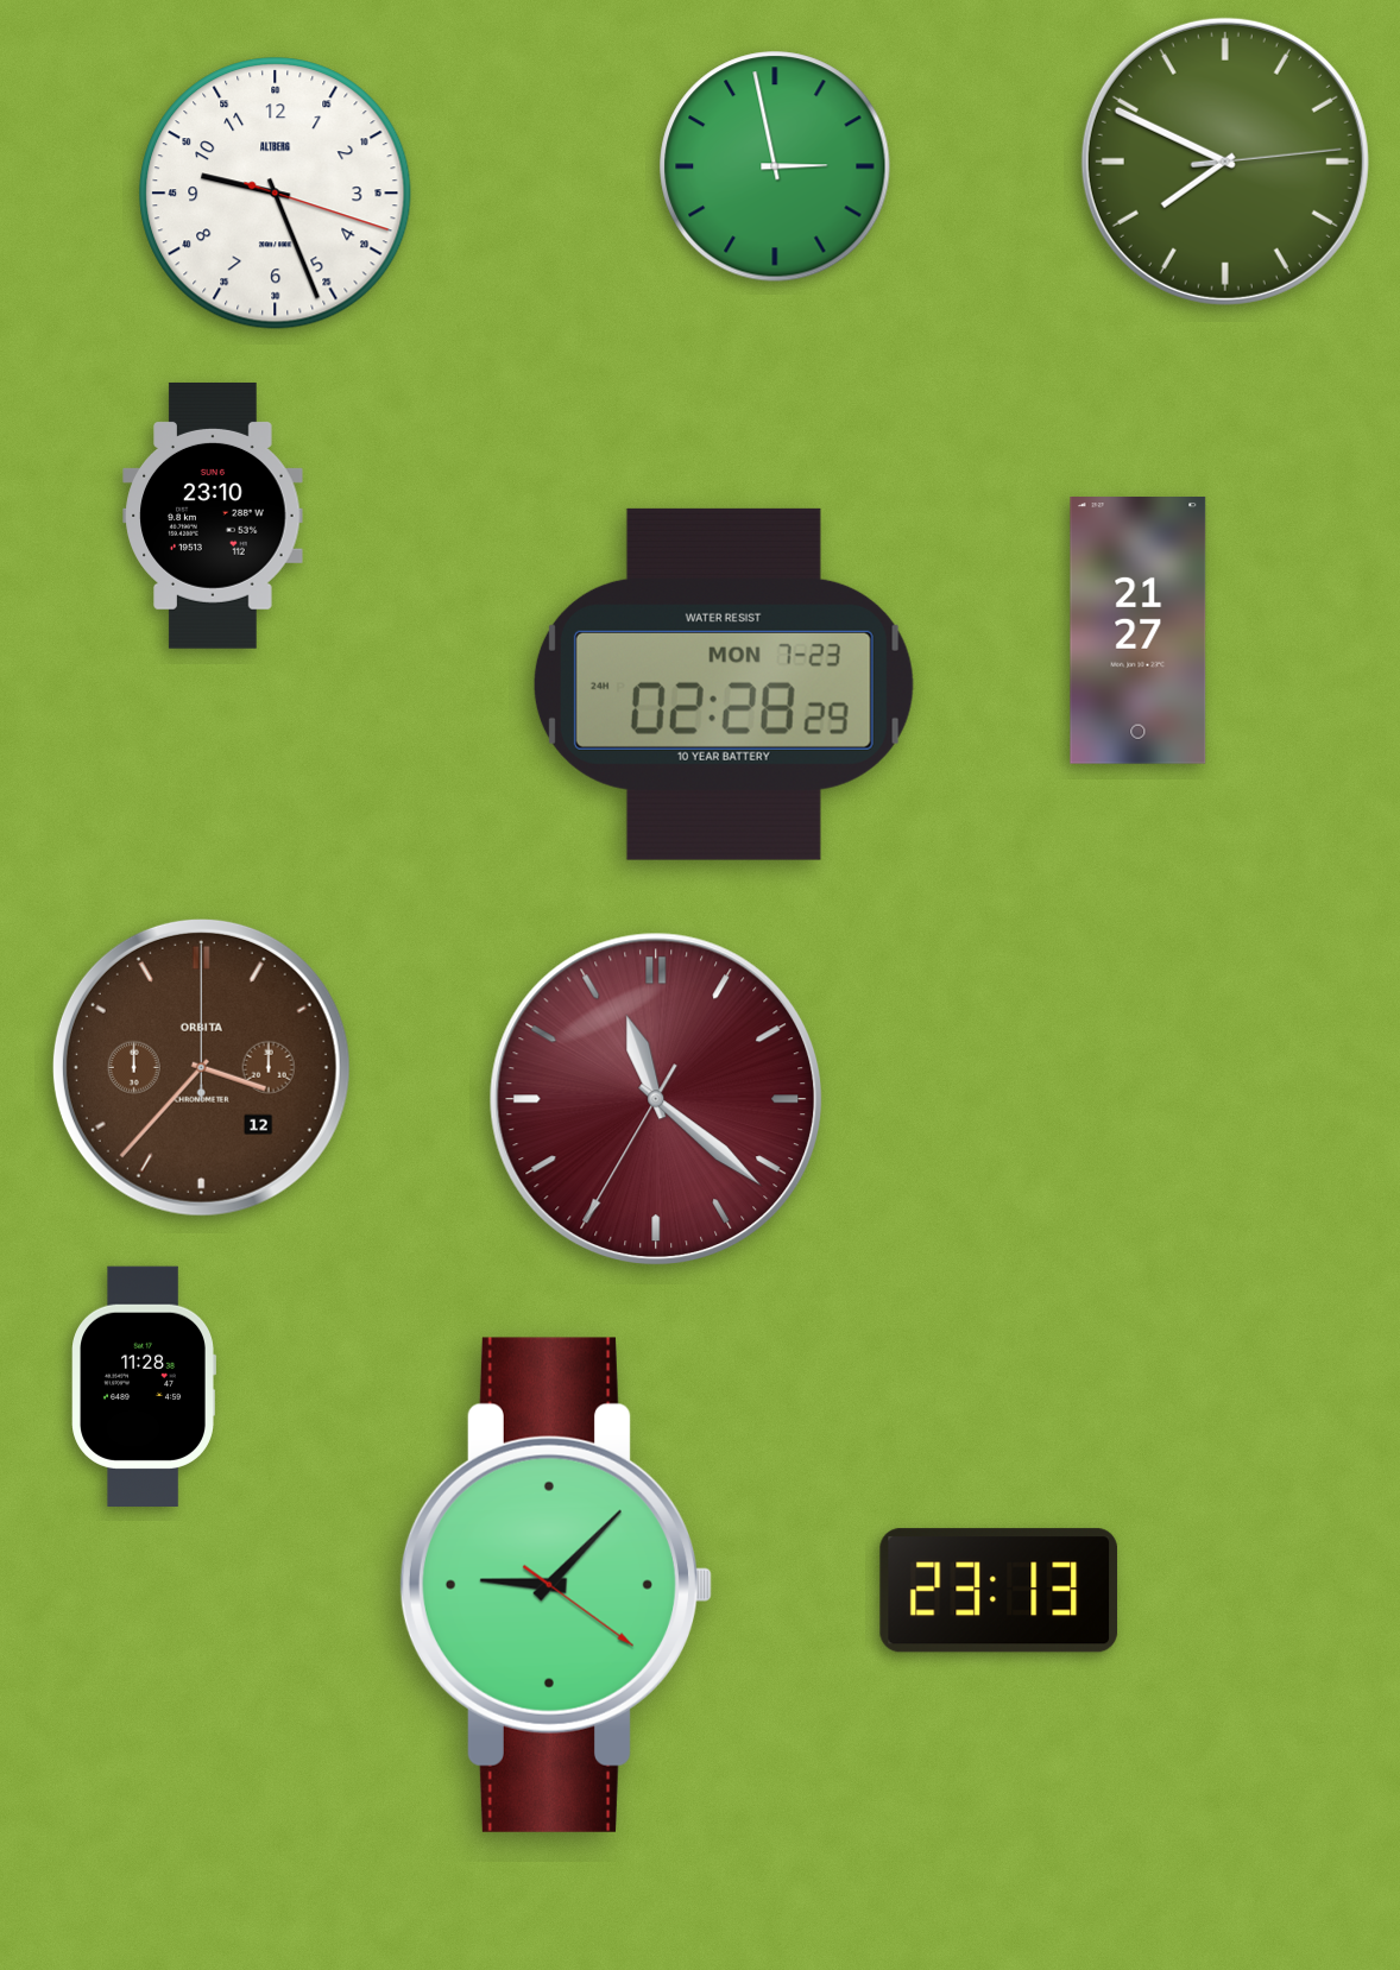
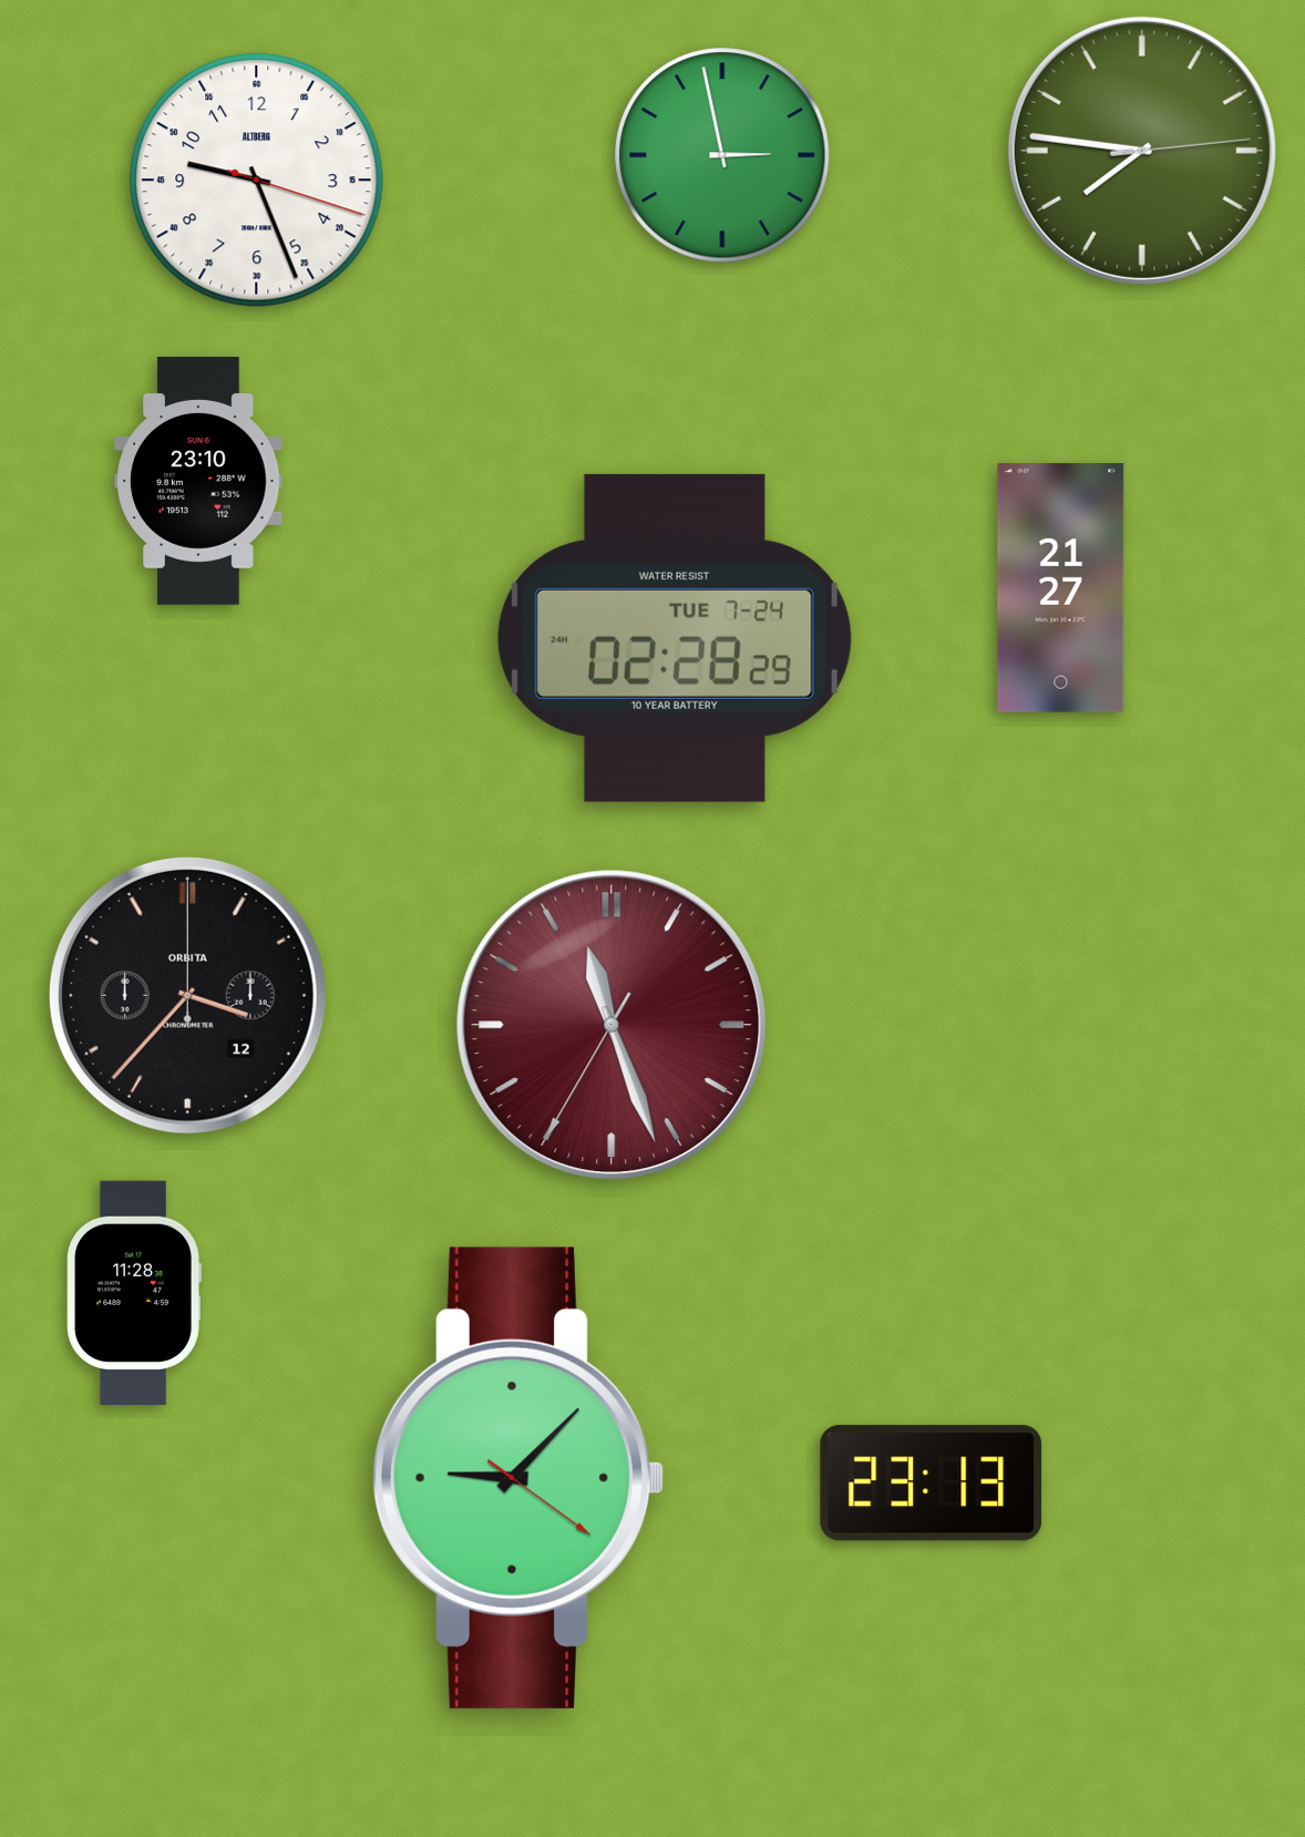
clock at (1225, 162): 7:49 -> 7:46
clock at (724, 684) date: MON 7-23 -> TUE 7-24
clock at (201, 1067) dial: brown -> black
clock at (656, 1099): 11:21 -> 11:26
